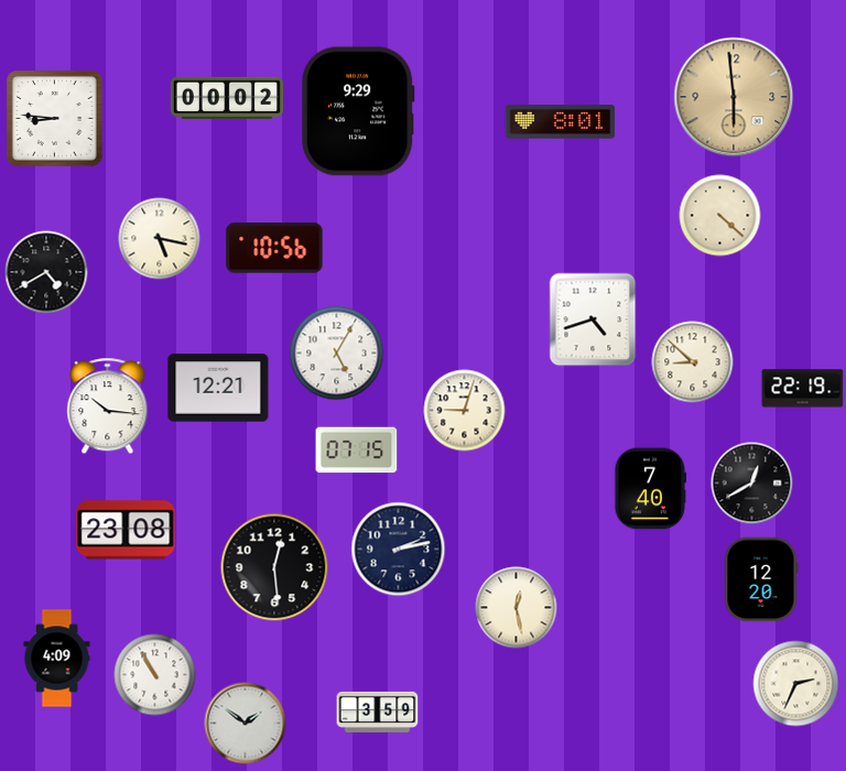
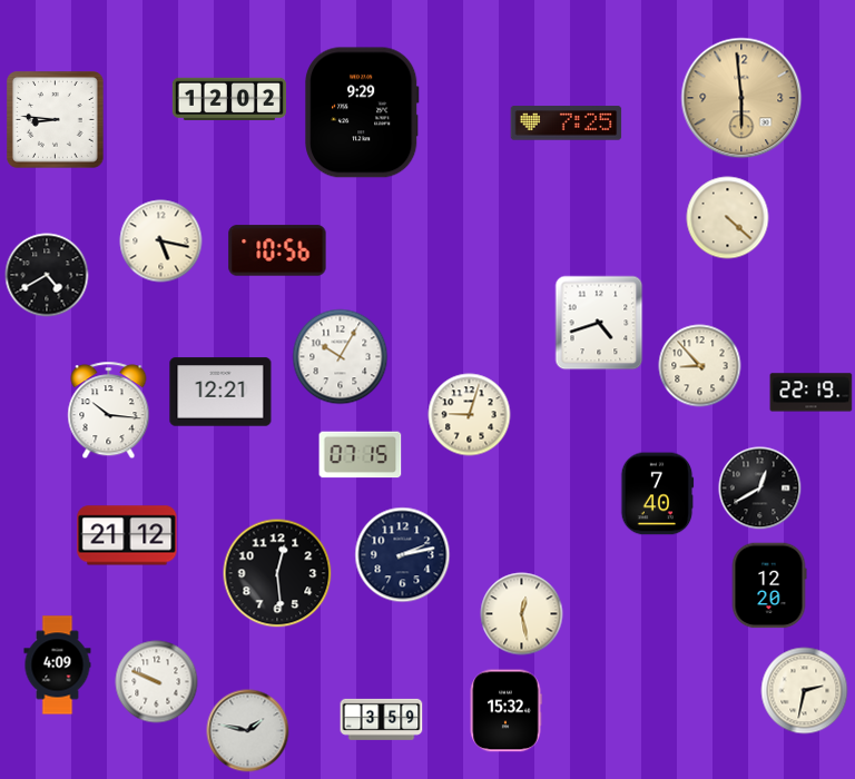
clock at (227, 98): 00:02 -> 12:02
clock at (561, 122): 8:01 -> 7:25
clock at (337, 354): 5:05 -> 10:05
clock at (693, 362): 8:52 -> 8:53
clock at (126, 530): 23:08 -> 21:12
clock at (155, 675): 10:55 -> 9:49
clock at (796, 684): 2:34 -> 2:32
clock at (505, 711): none -> 15:32
clock at (246, 724): 1:51 -> 1:47
